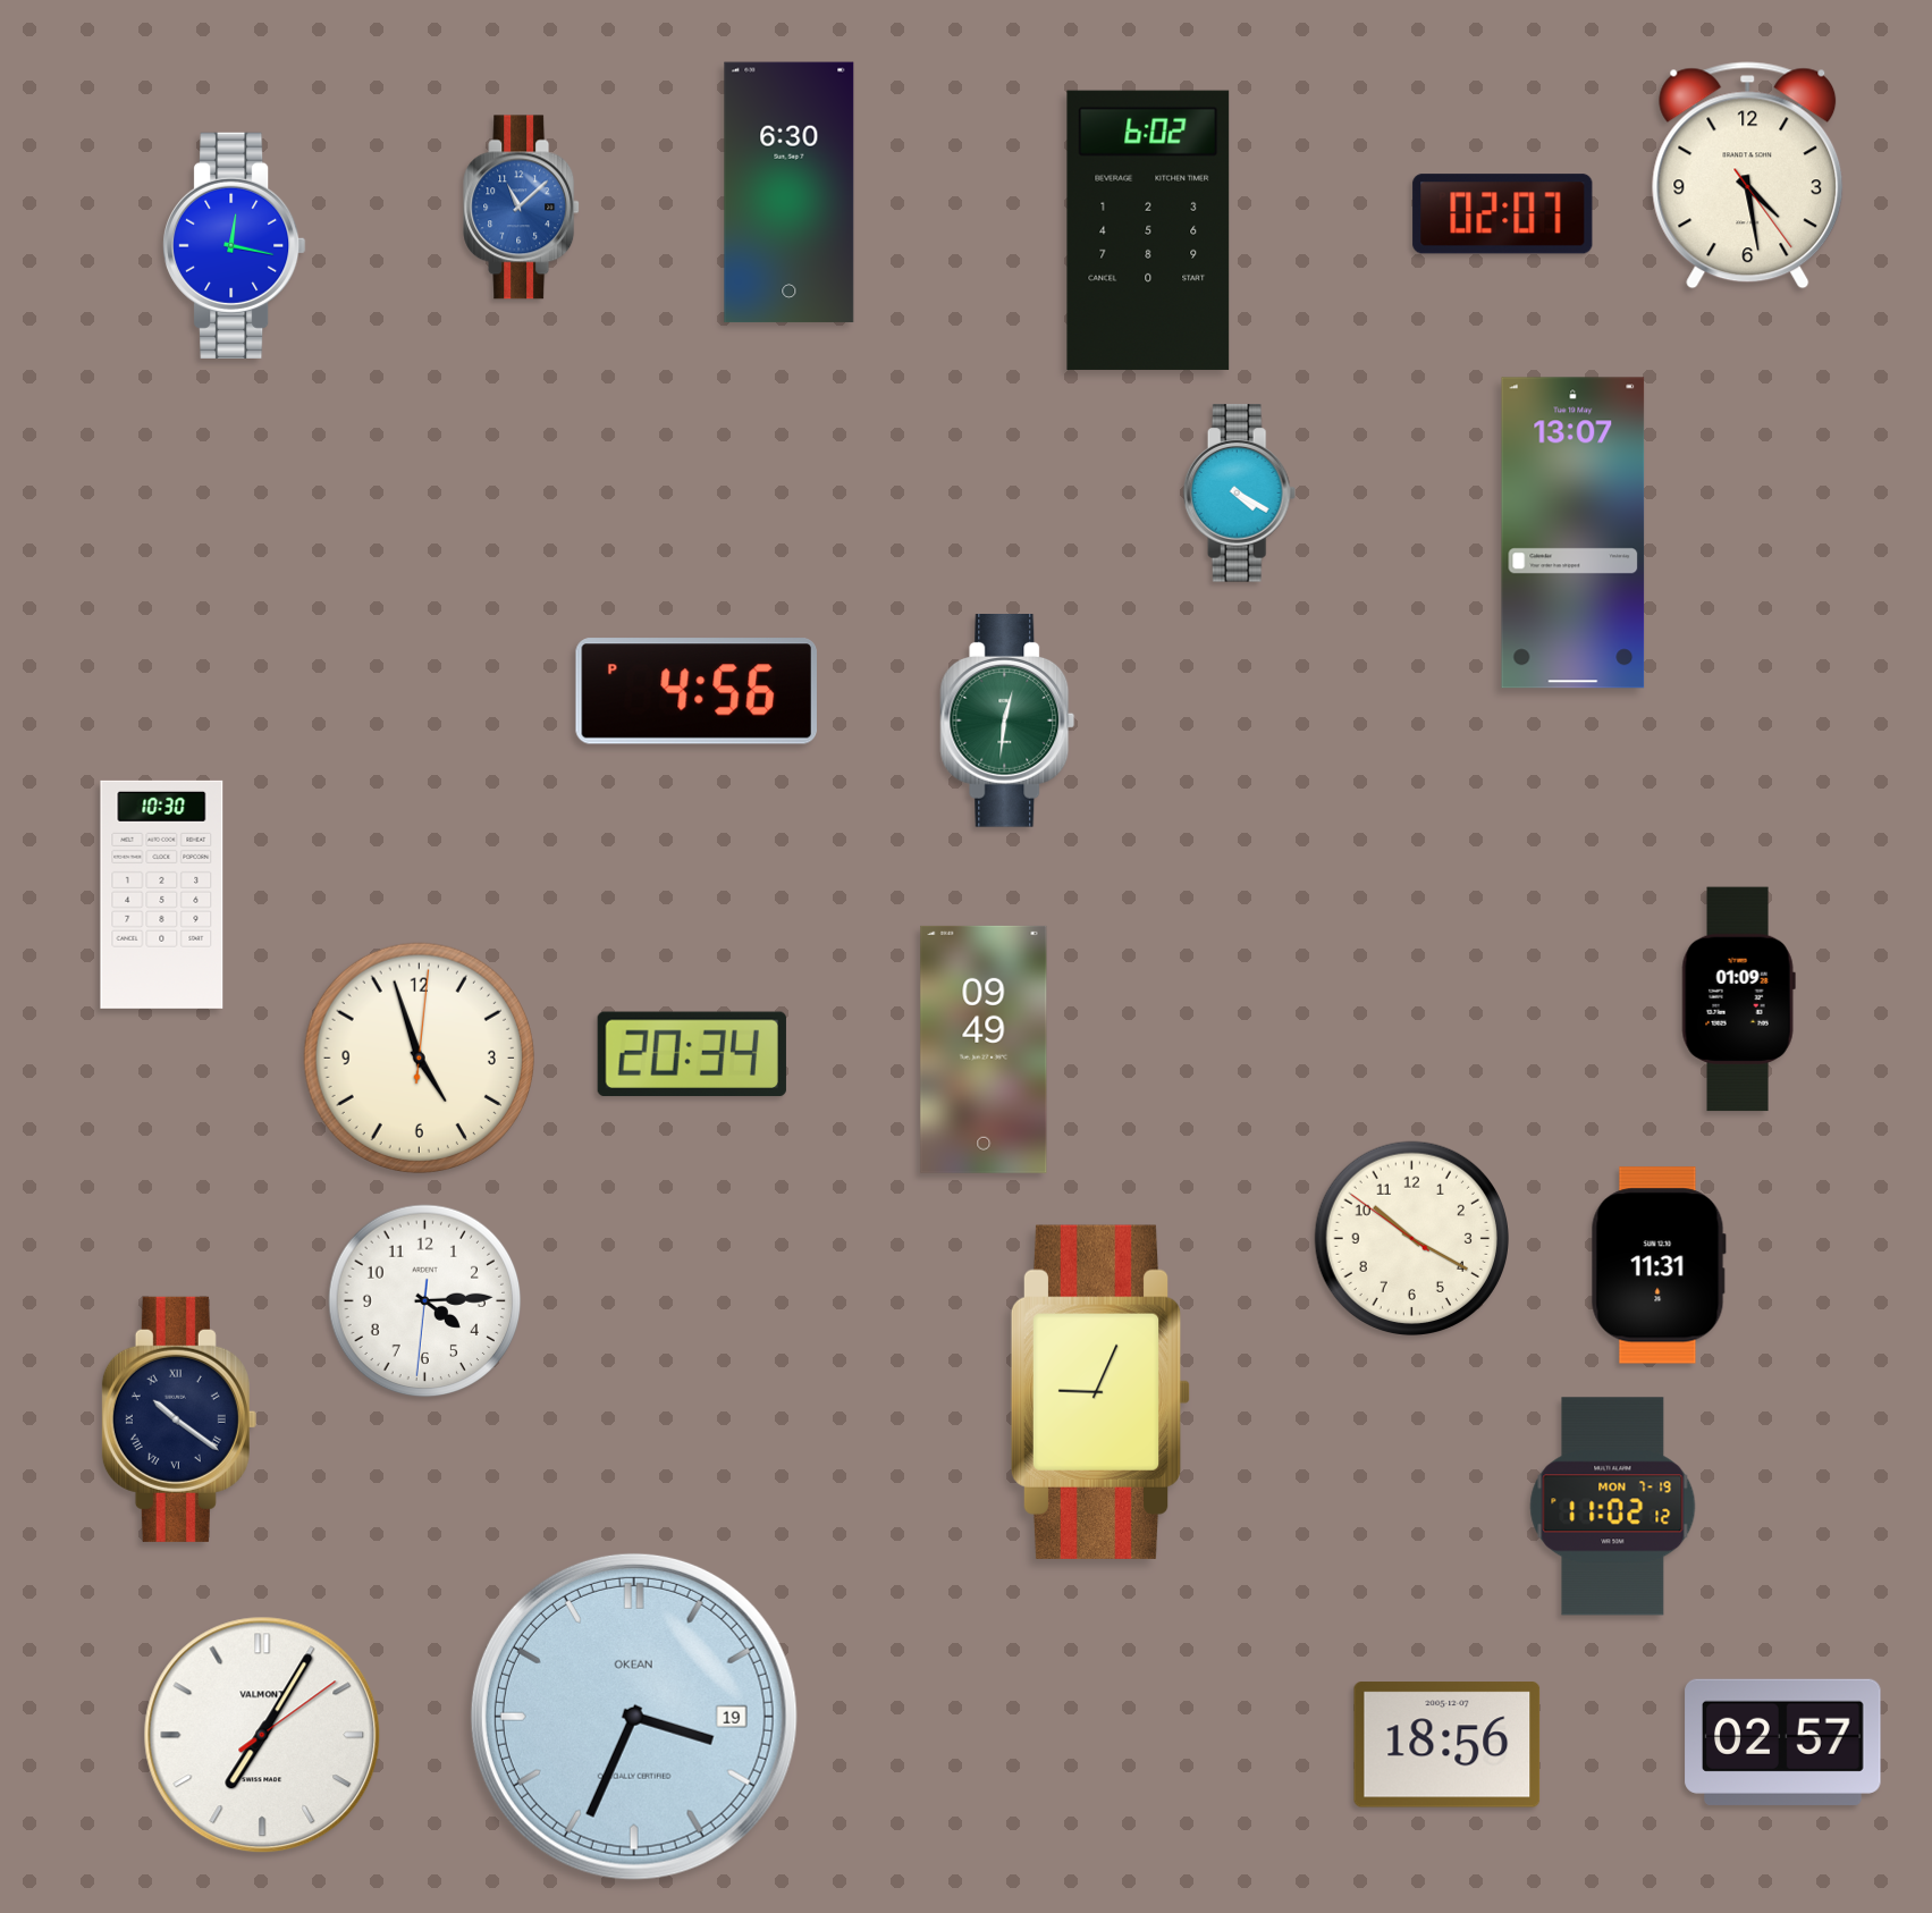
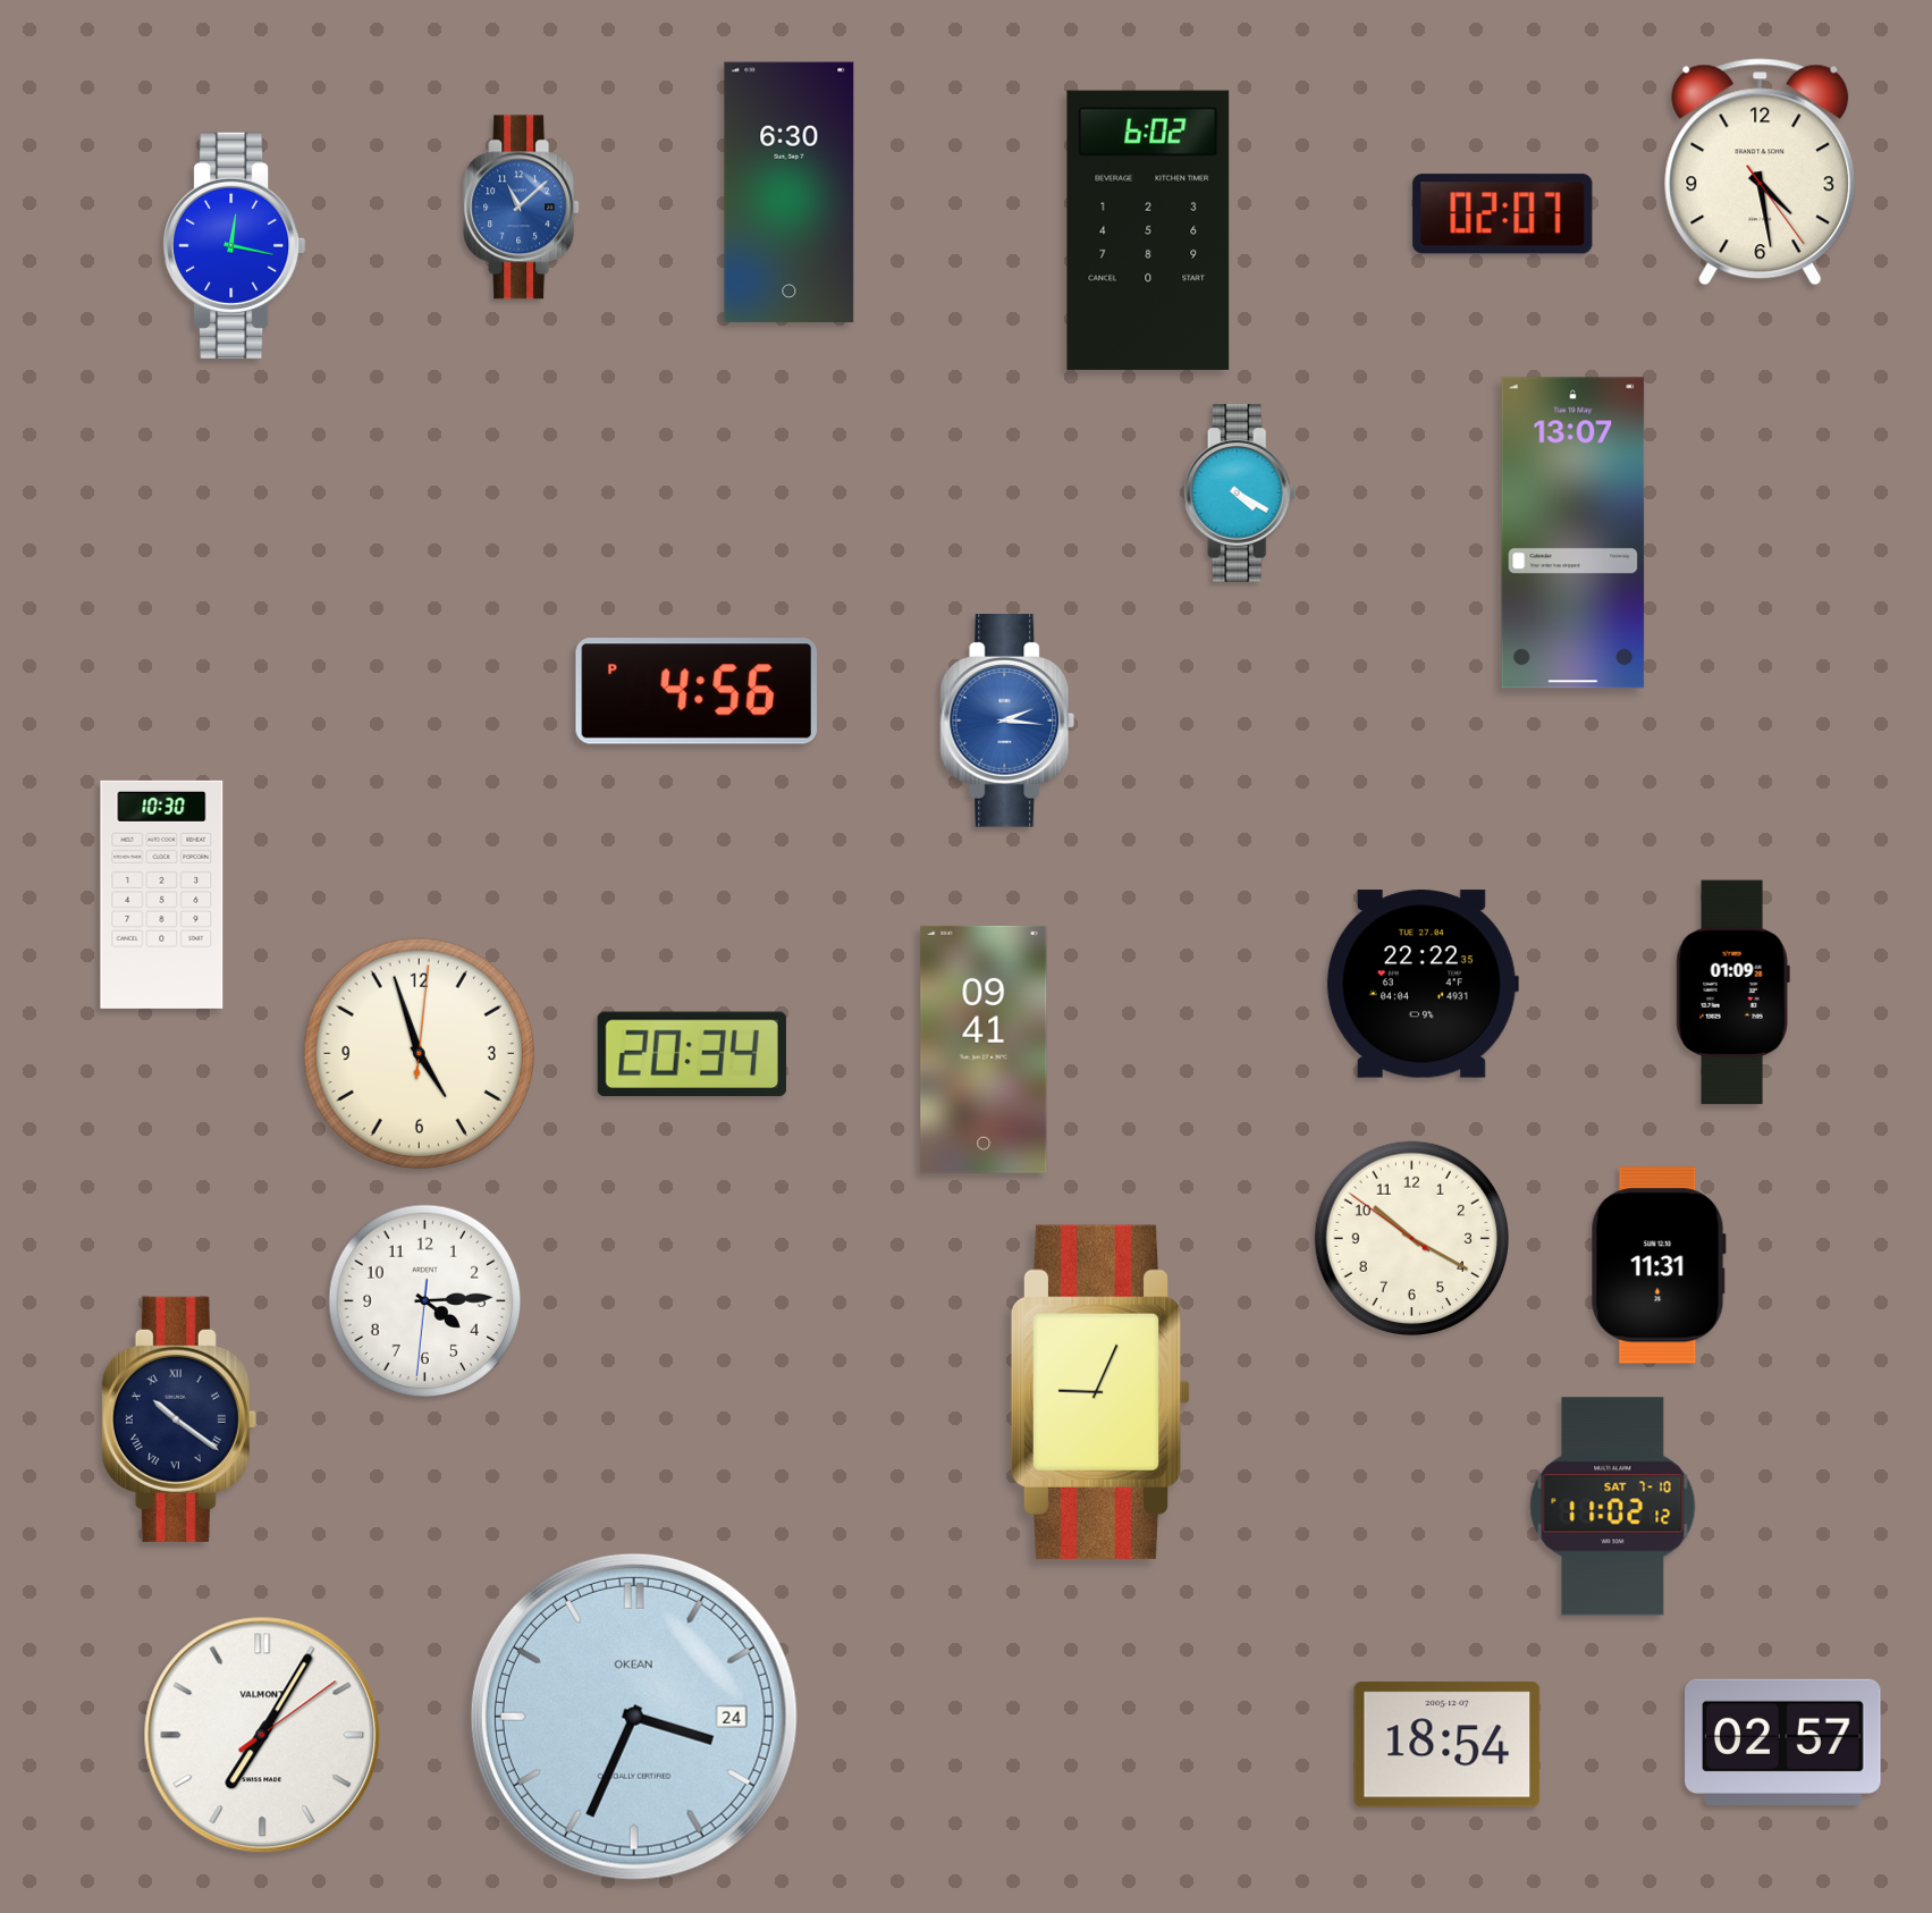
clock at (1748, 176) position: (1748, 176) -> (1761, 172)
clock at (1007, 722): 12:31 -> 2:16
clock at (1007, 722) dial: green -> blue
clock at (1423, 984): none -> 22:22
clock at (1738, 1000) position: (1738, 1000) -> (1732, 993)
clock at (984, 1050): 09:49 -> 09:41
clock at (419, 1057) position: (419, 1057) -> (419, 1053)
clock at (1613, 1507) date: MON 7-19 -> SAT 7-10
clock at (634, 1717) date: 19 -> 24
clock at (1448, 1745): 18:56 -> 18:54
